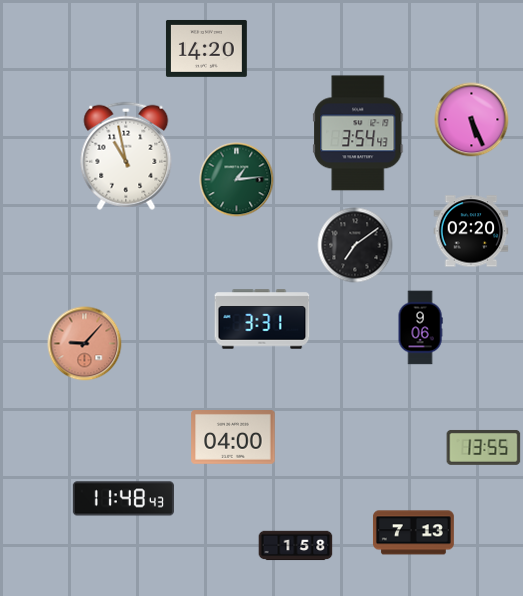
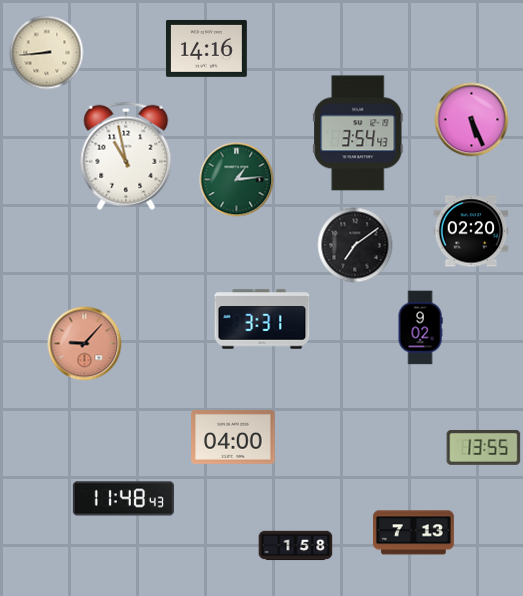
clock at (206, 48): 14:20 -> 14:16
clock at (47, 53): none -> 8:44
clock at (420, 328): 9:06 -> 9:02
